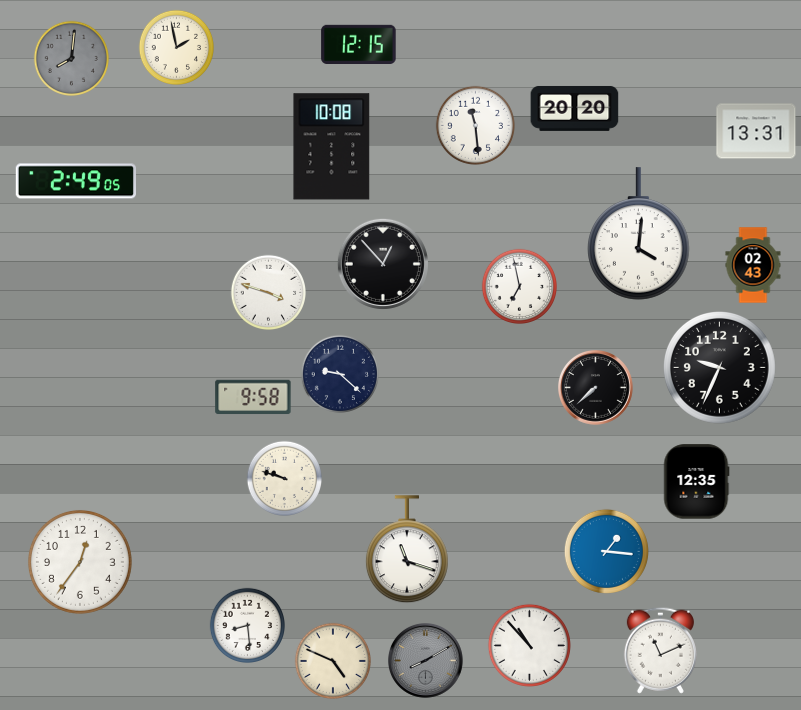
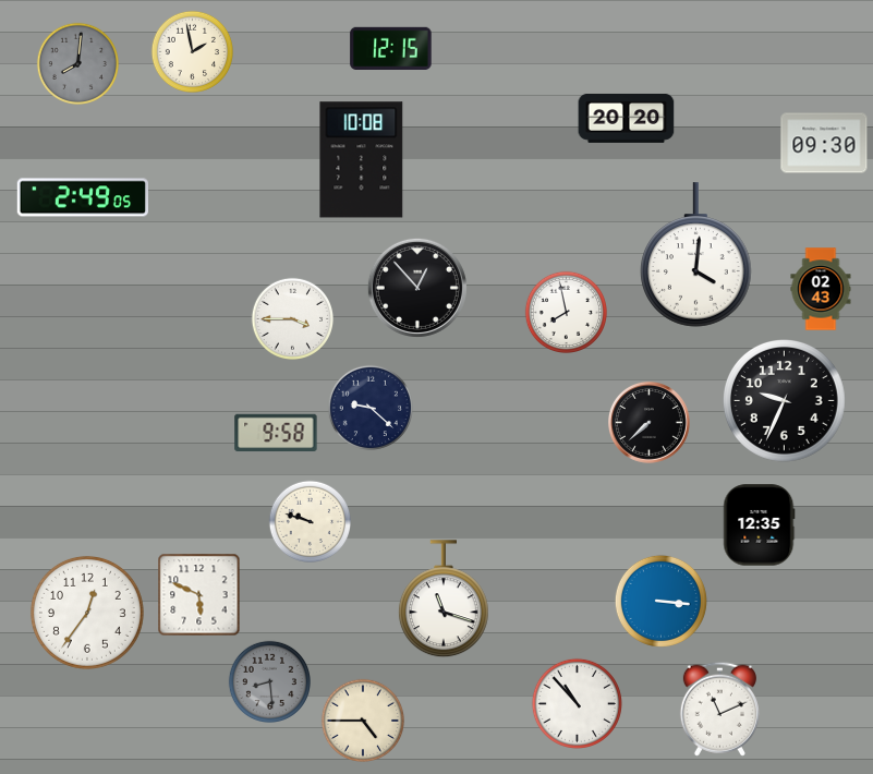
clock at (475, 125): 11:29 -> none
clock at (756, 131): 13:31 -> 09:30
clock at (519, 286): 6:58 -> 7:58
clock at (268, 292): 3:48 -> 3:45
clock at (199, 595): none -> 5:49
clock at (606, 551): 1:16 -> 3:16
clock at (247, 625) dial: white -> grey
clock at (332, 660): 4:49 -> 4:45
clock at (426, 661): 8:10 -> none
